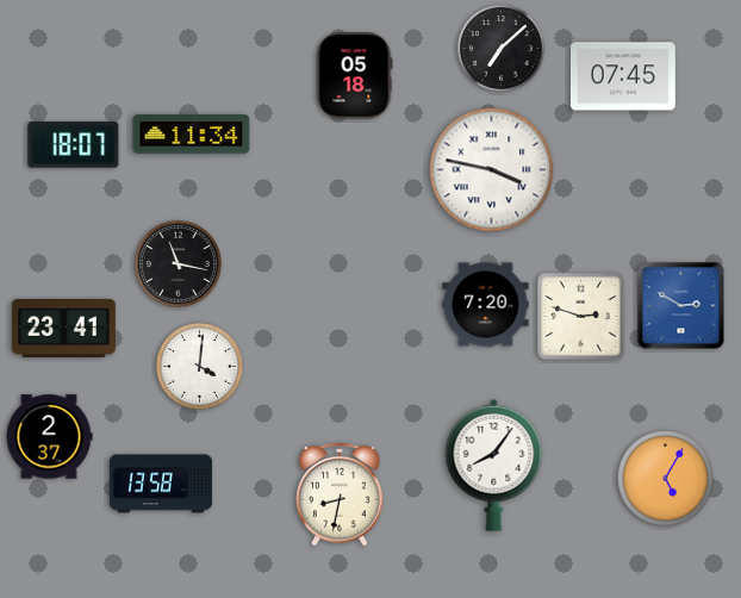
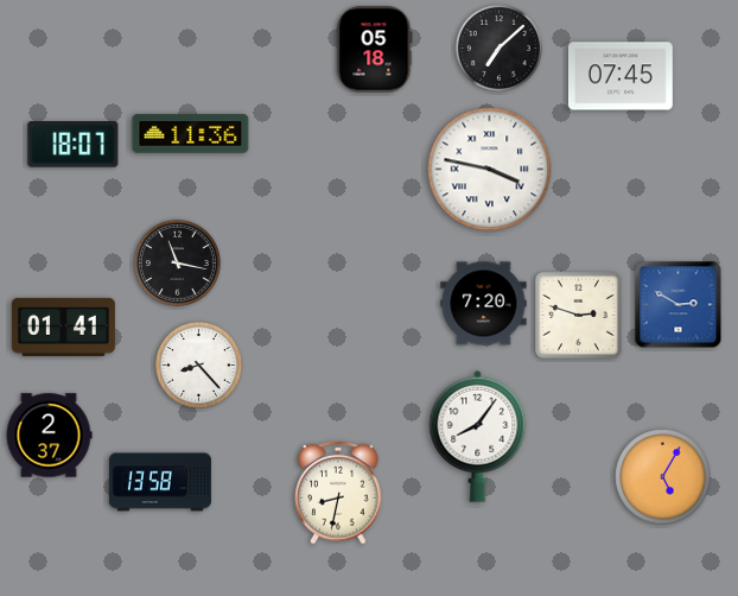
clock at (355, 76) position: (355, 76) -> (375, 50)
clock at (192, 135): 11:34 -> 11:36
clock at (63, 328): 23:41 -> 01:41
clock at (199, 366): 4:01 -> 8:23
clock at (494, 465) position: (494, 465) -> (478, 436)
